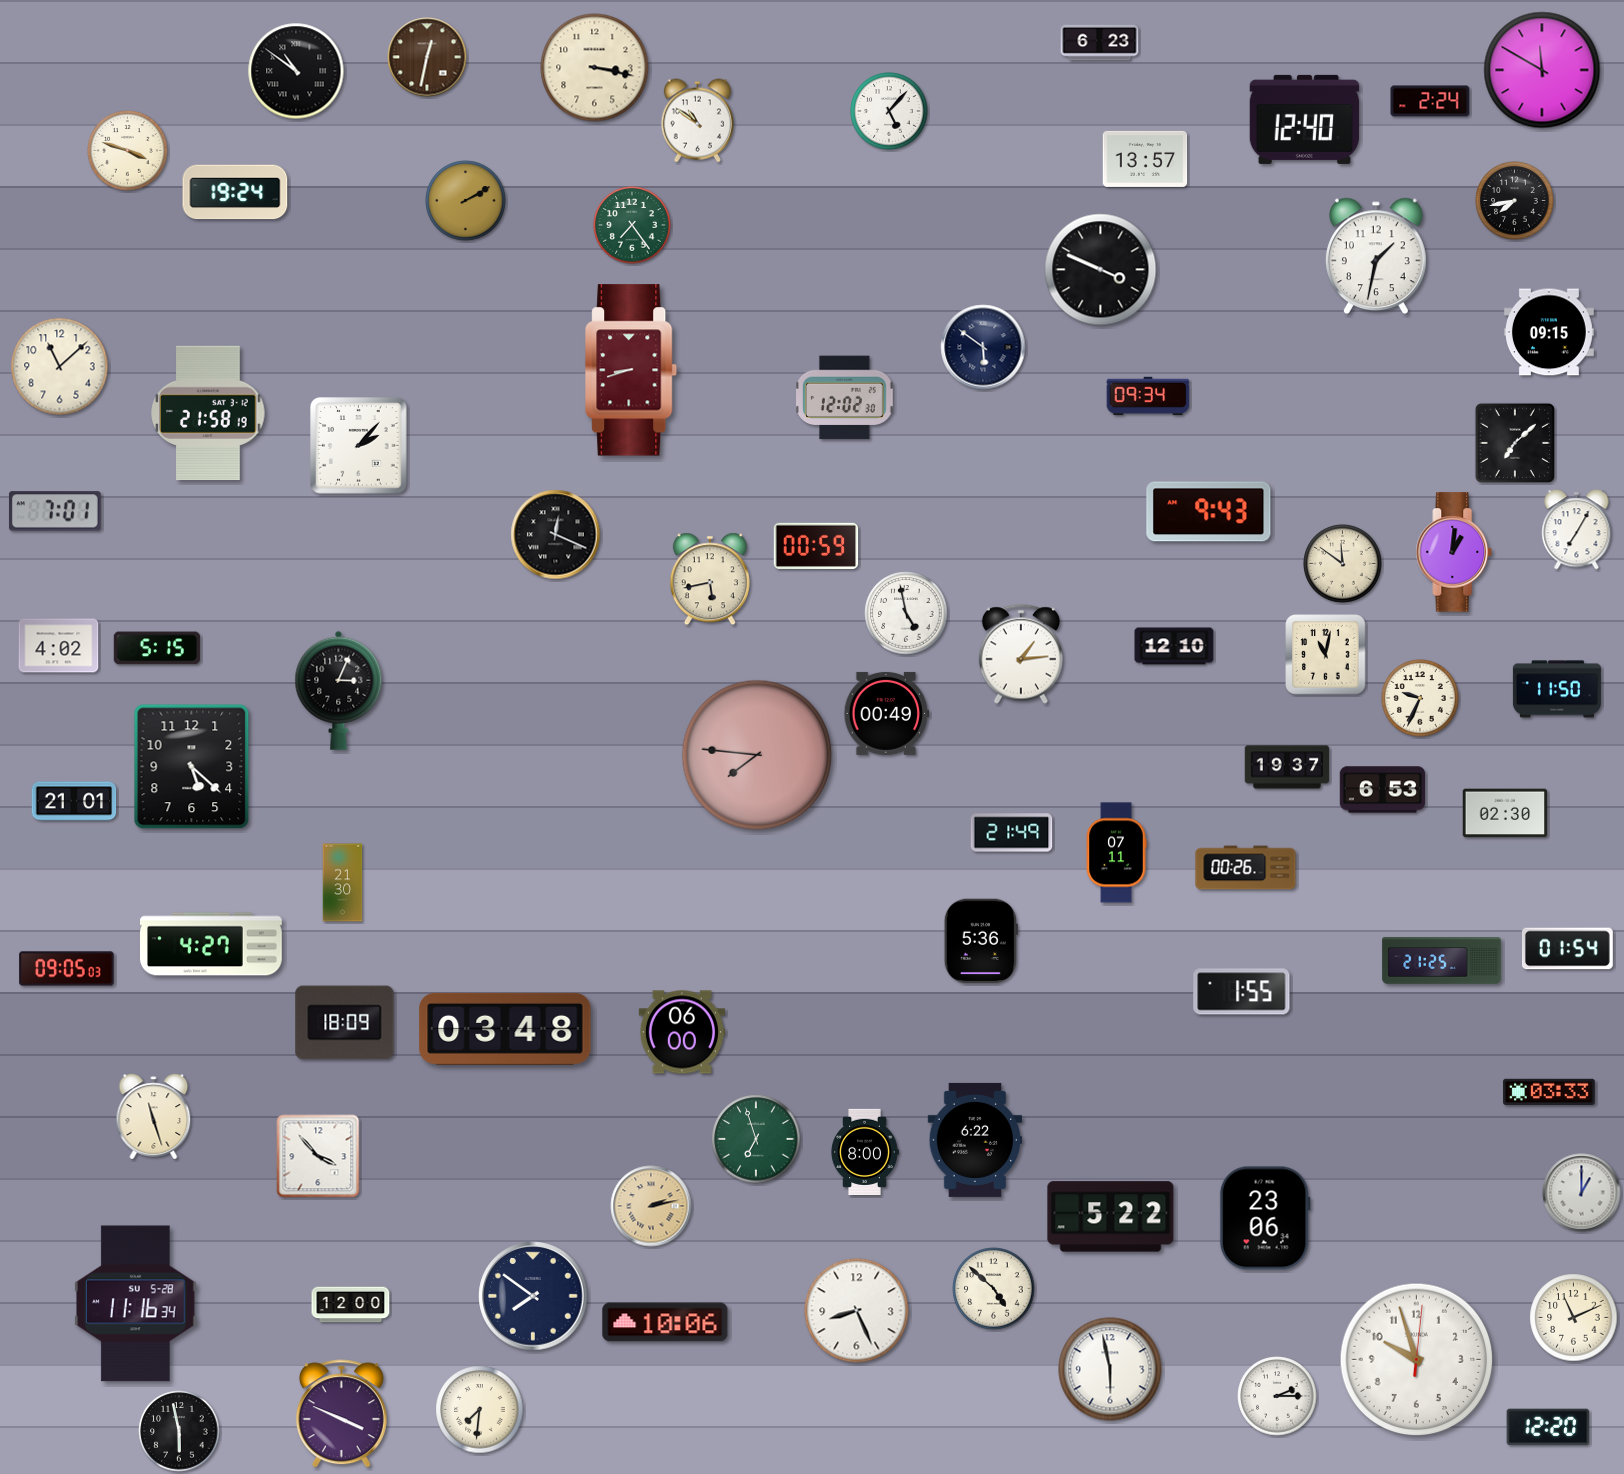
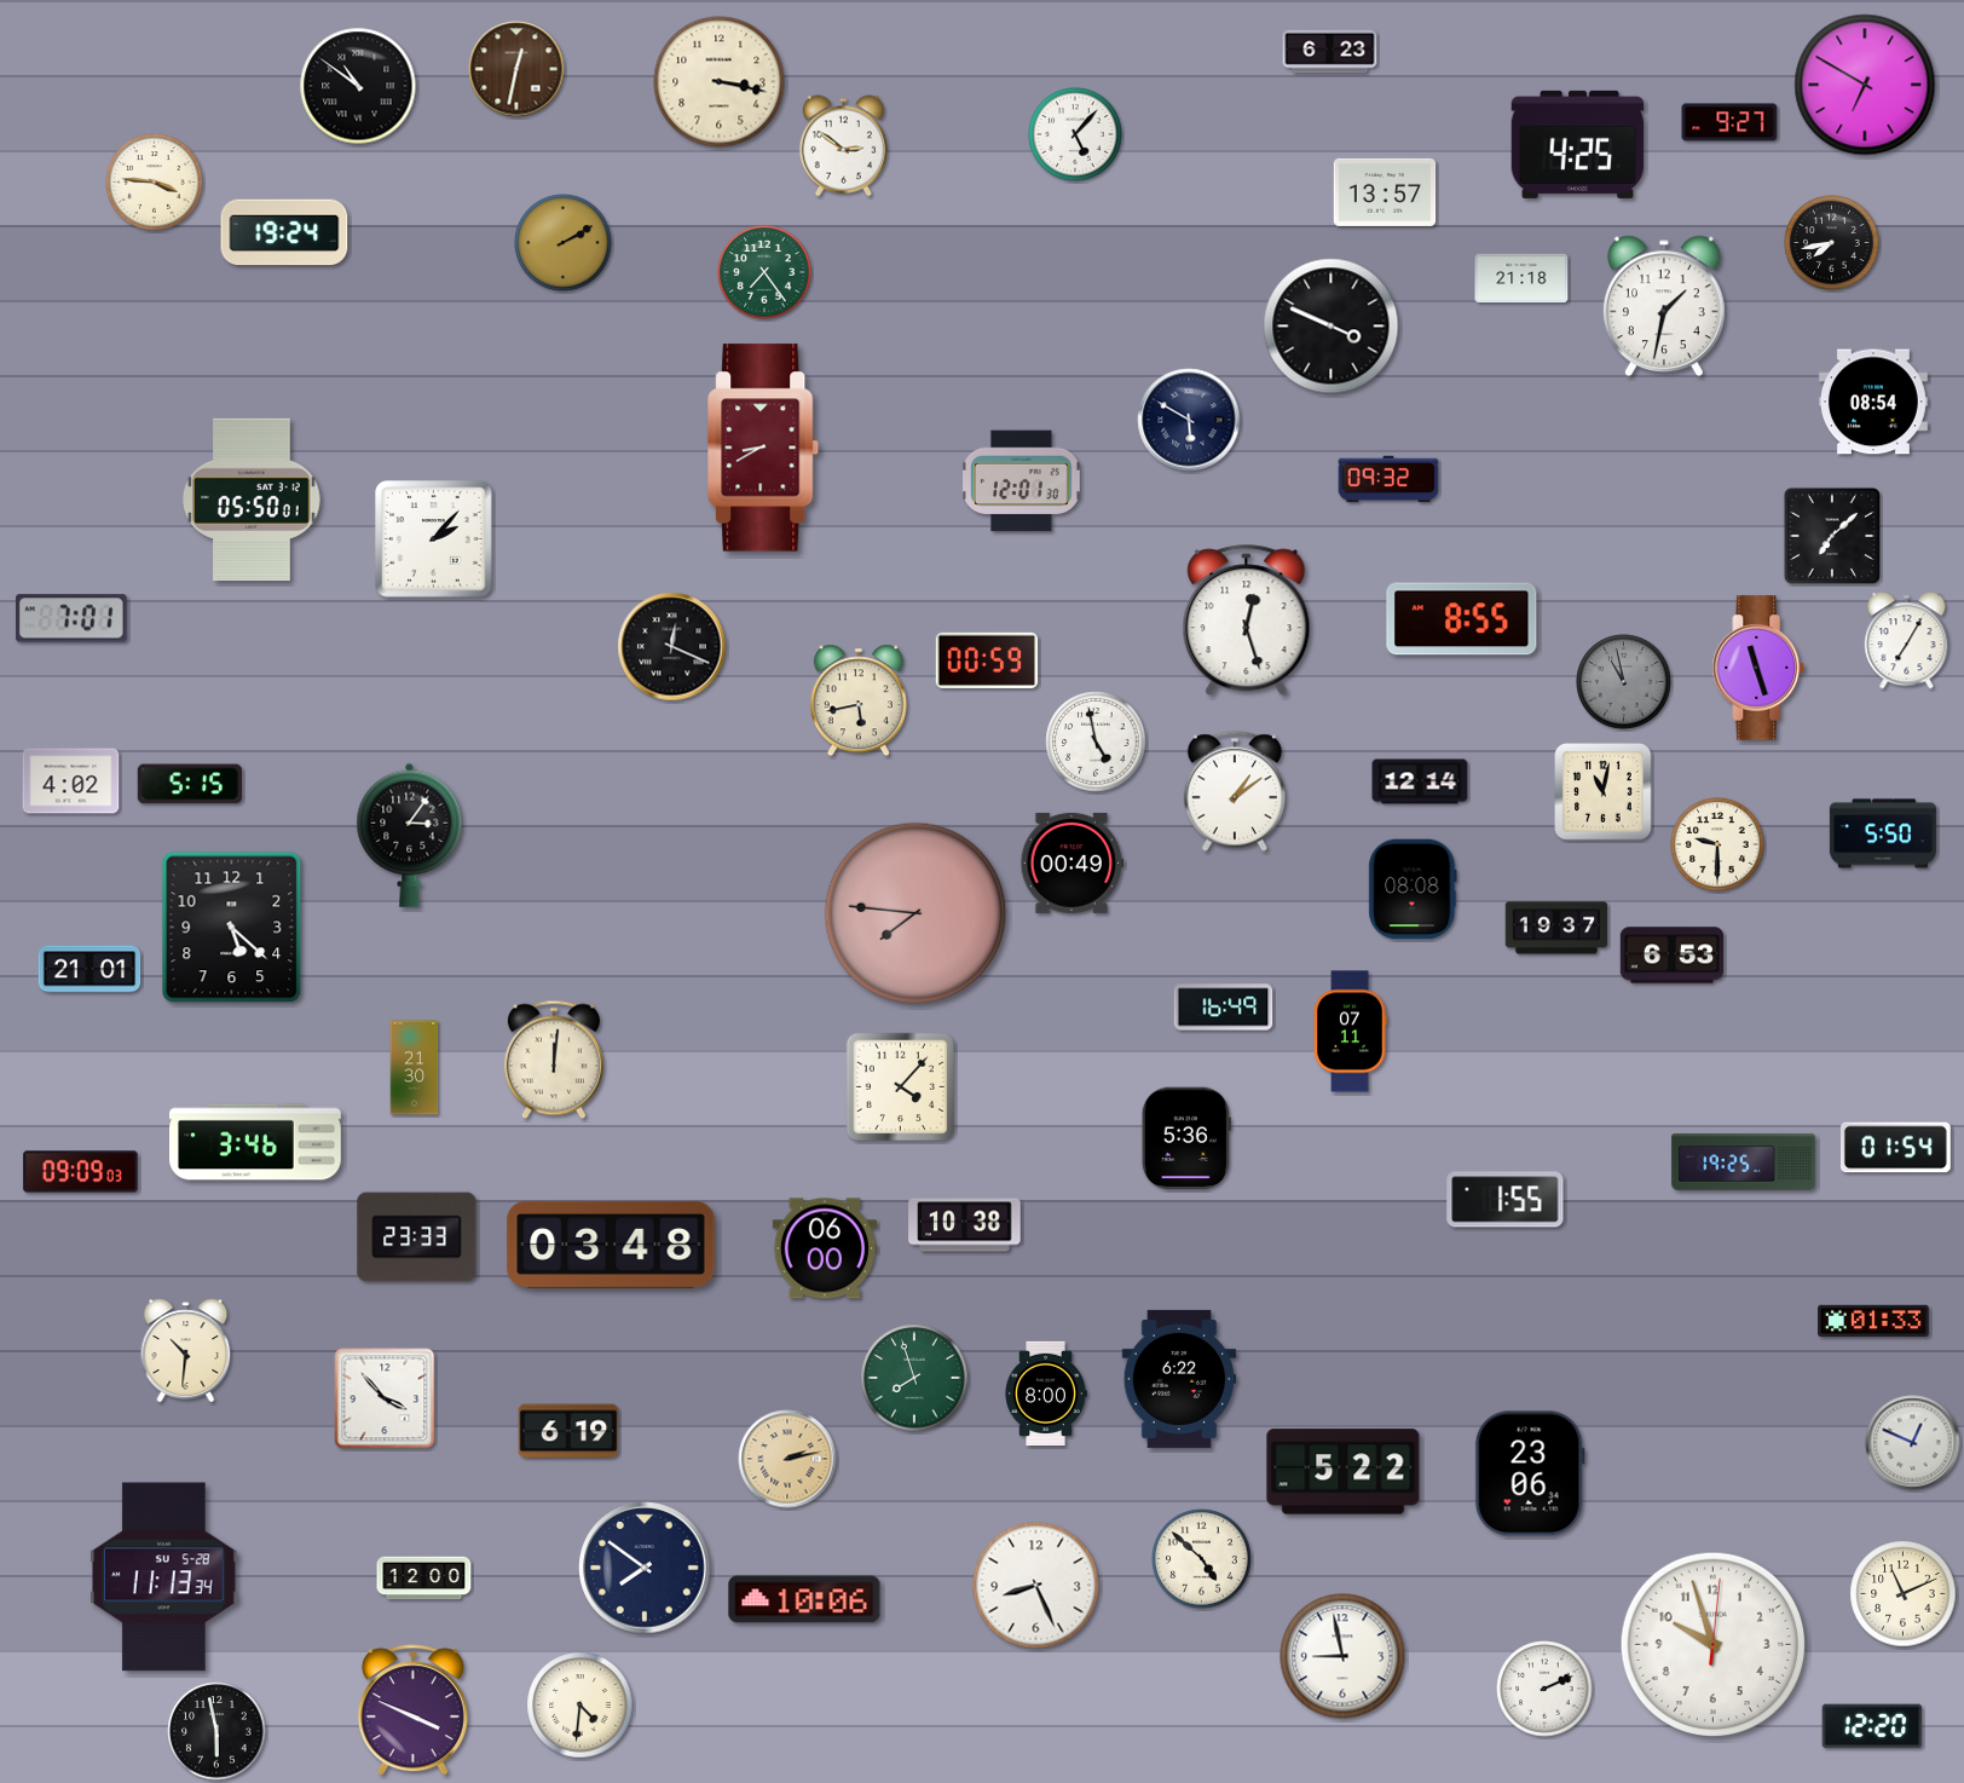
clock at (1542, 70): 11:50 -> 6:50
clock at (1430, 101): 2:24 -> 9:27
clock at (1305, 119): 12:40 -> 4:25
clock at (697, 121): 10:51 -> 2:51
clock at (128, 151): 3:48 -> 3:46
clock at (1521, 278): none -> 21:18
clock at (1376, 256) position: (1376, 256) -> (1664, 306)
clock at (1549, 332): 09:15 -> 08:54
clock at (983, 347): 5:51 -> 5:50
clock at (60, 367): 11:08 -> none
clock at (632, 370): 8:42 -> 8:40
clock at (1148, 396): 09:34 -> 09:32
clock at (845, 398): 12:02 -> 12:01
clock at (208, 413): 21:58 -> 05:50
clock at (55, 511) position: (55, 511) -> (71, 618)
clock at (1209, 512): 9:43 -> 8:55
clock at (1247, 621): none -> 12:27
clock at (1454, 552): 1:01 -> 11:27
clock at (1343, 564): 11:51 -> 10:58
clock at (1343, 564) dial: cream -> grey
clock at (1174, 646): 12:10 -> 12:14
clock at (1021, 654): 1:14 -> 1:09
clock at (1557, 689): 11:50 -> 5:50
clock at (339, 690): 3:04 -> 3:06
clock at (1420, 698): 9:34 -> 9:30
clock at (1413, 889): none -> 08:08
clock at (1505, 813): 02:30 -> none
clock at (1012, 833): 21:49 -> 16:49
clock at (1246, 868): 00:26 -> none
clock at (554, 1060): none -> 12:01
clock at (901, 1087): none -> 4:07
clock at (212, 944): 4:27 -> 3:46
clock at (1442, 961): 21:25 -> 19:25
clock at (67, 969): 09:05 -> 09:09
clock at (1242, 992) position: (1242, 992) -> (1506, 1200)
clock at (965, 1225): none -> 10:38
clock at (345, 1023): 18:09 -> 23:33
clock at (1549, 1091): 03:33 -> 01:33
clock at (154, 1117): 11:27 -> 10:31
clock at (756, 1139): 6:57 -> 7:57
clock at (568, 1431): none -> 6:19
clock at (1582, 1193): 1:00 -> 12:49
clock at (136, 1304): 11:16 -> 11:13
clock at (1110, 1369): 5:58 -> 8:58
clock at (1277, 1396): 2:15 -> 2:11
clock at (480, 1410): 7:31 -> 4:31
